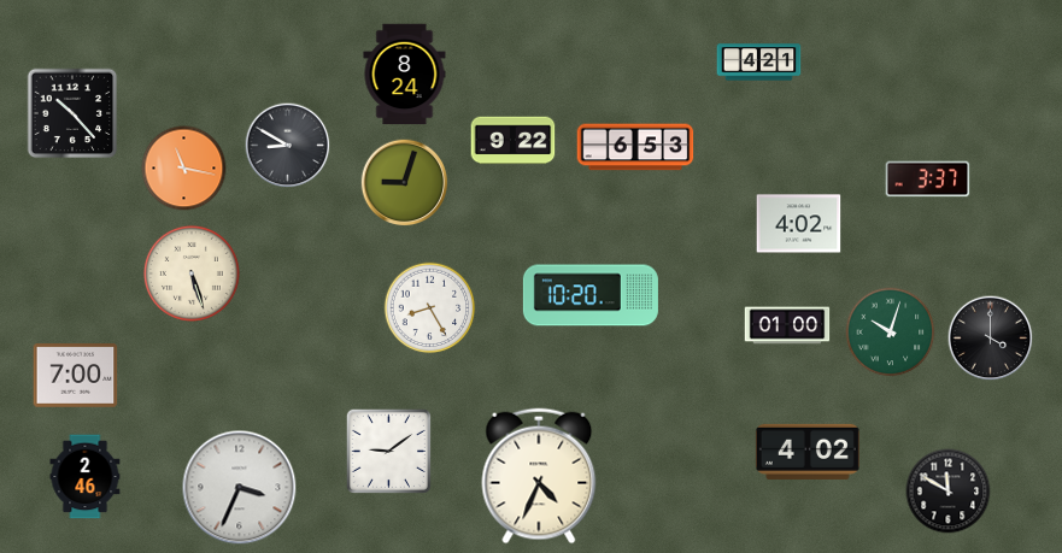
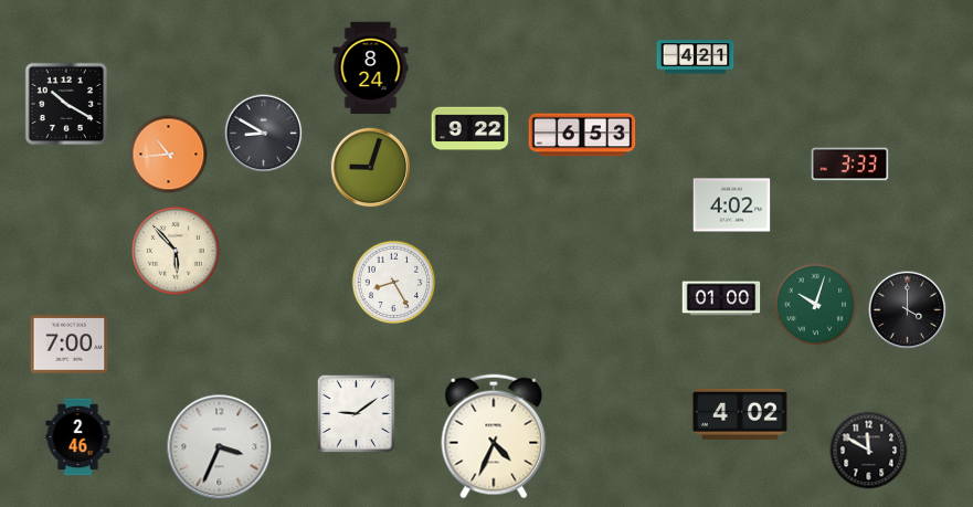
clock at (72, 113): 10:23 -> 10:20
clock at (184, 169): 11:17 -> 10:44
clock at (928, 180): 3:37 -> 3:33
clock at (192, 273): 5:27 -> 5:53
clock at (591, 295): 10:20 -> none
